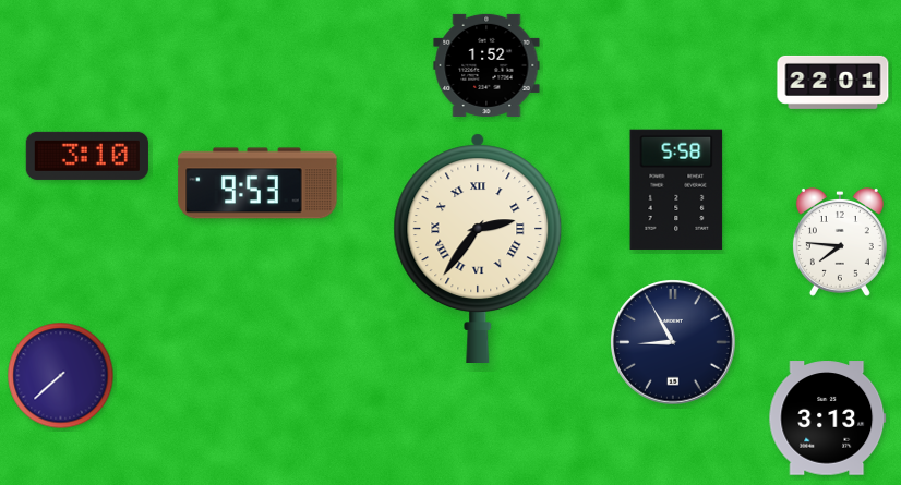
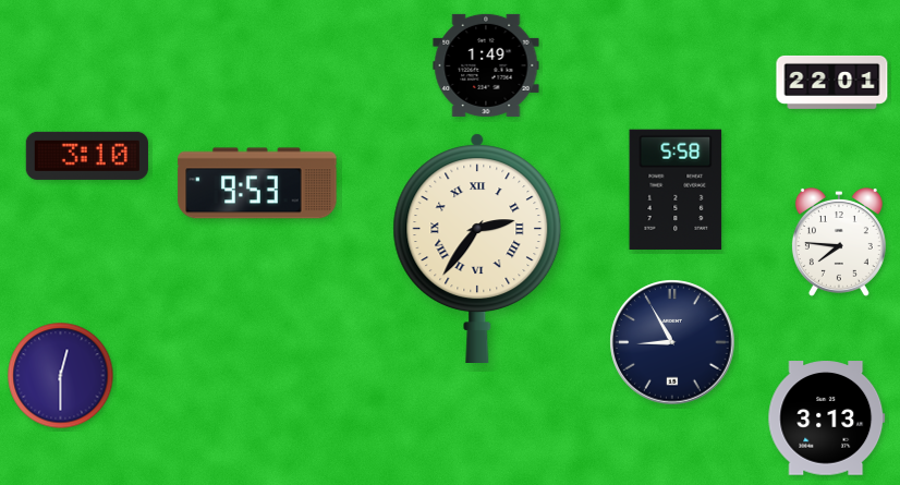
clock at (486, 65): 1:52 -> 1:49
clock at (61, 376): 7:38 -> 12:30
